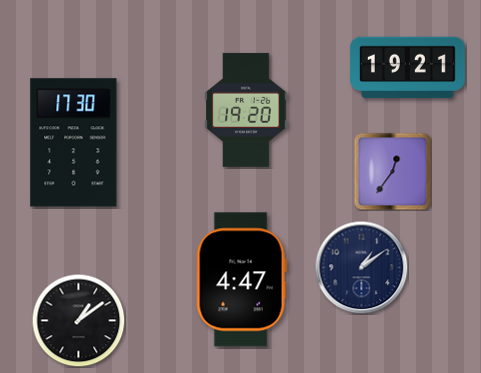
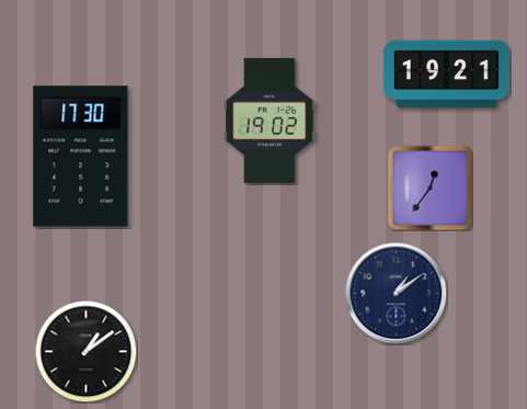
clock at (246, 110): 19:20 -> 19:02
clock at (241, 280): 4:47 -> none
